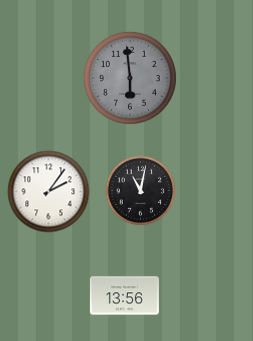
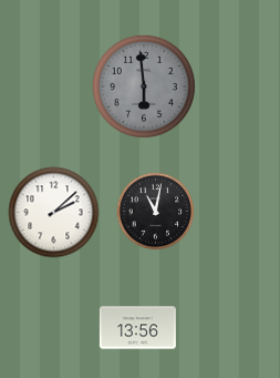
clock at (49, 192): 2:06 -> 2:08
